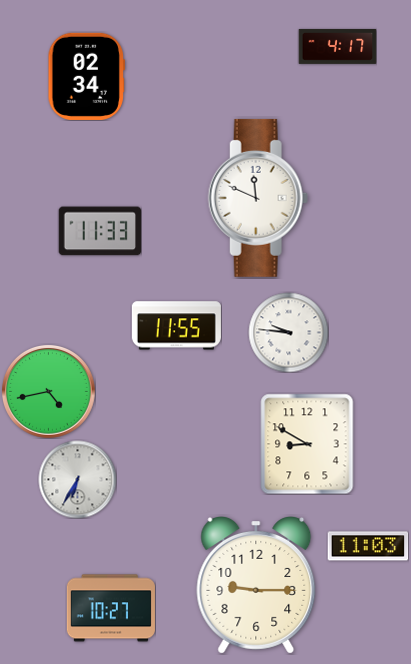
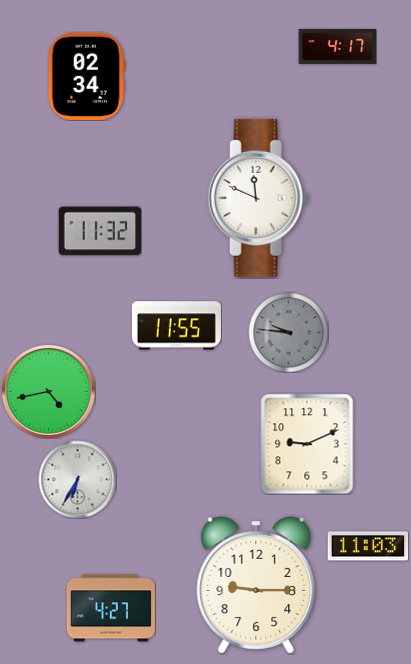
clock at (100, 231): 11:33 -> 11:32
clock at (288, 332) dial: white -> grey
clock at (307, 444): 8:50 -> 9:11
clock at (111, 608): 10:27 -> 4:27
